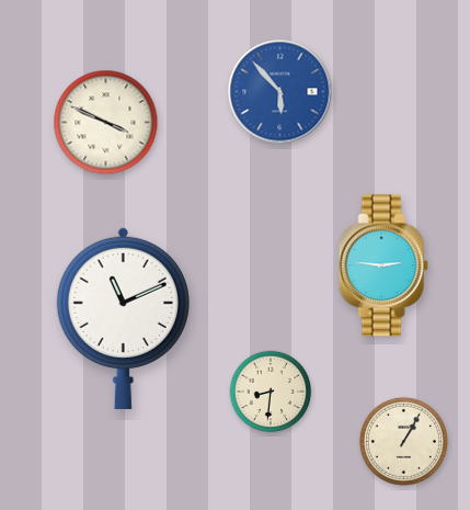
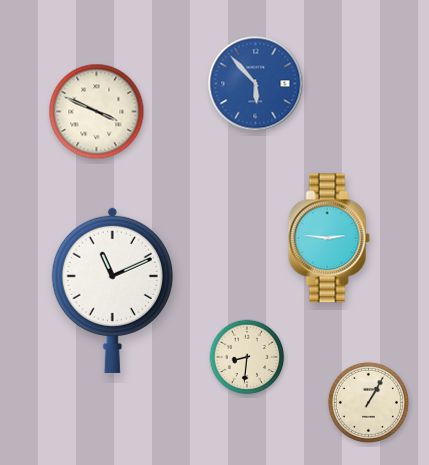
clock at (383, 265) position: (383, 265) -> (329, 238)
